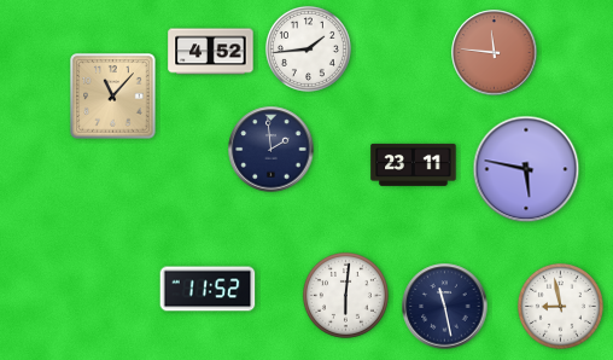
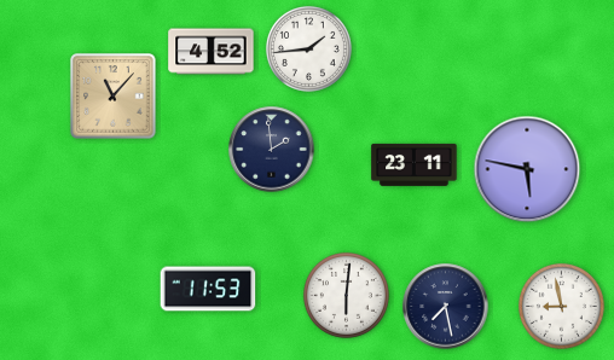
clock at (495, 53): 11:46 -> none
clock at (208, 289): 11:52 -> 11:53
clock at (445, 307): 11:28 -> 7:28
